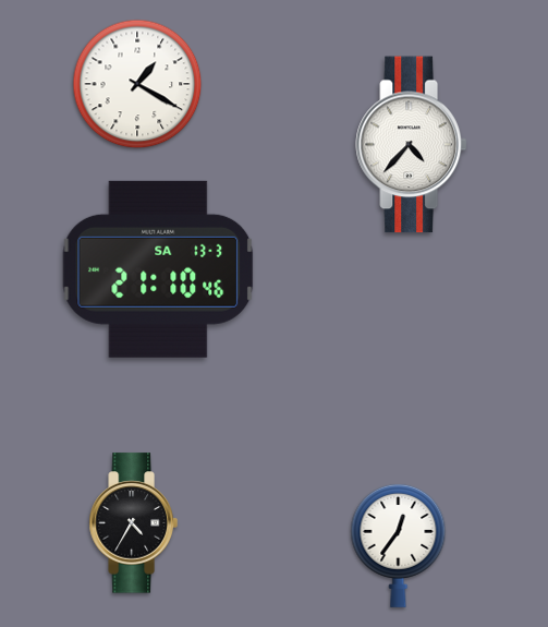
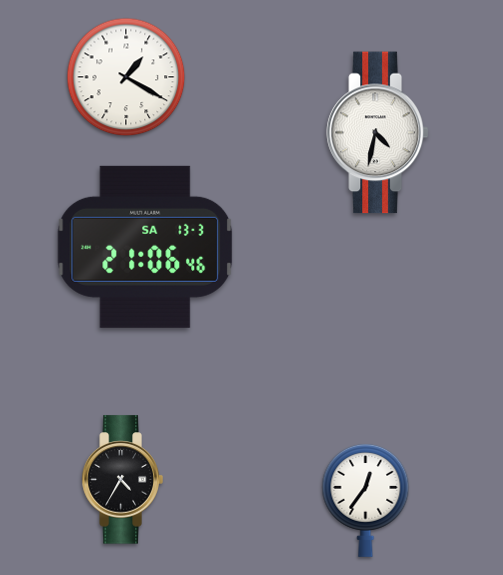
clock at (412, 145): 4:37 -> 4:32
clock at (158, 269): 21:10 -> 21:06
